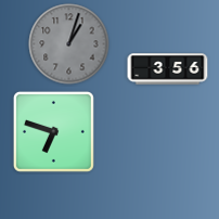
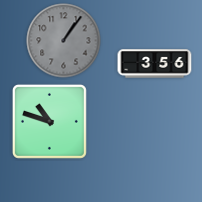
clock at (69, 44): 1:03 -> 1:06
clock at (53, 131): 6:48 -> 10:48
